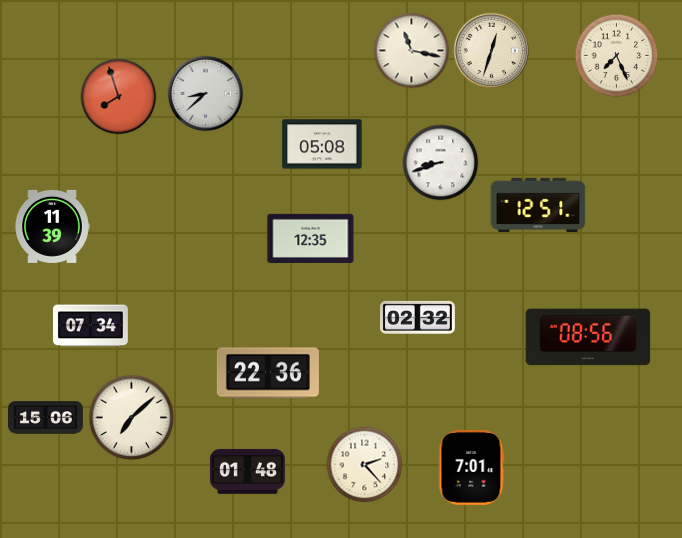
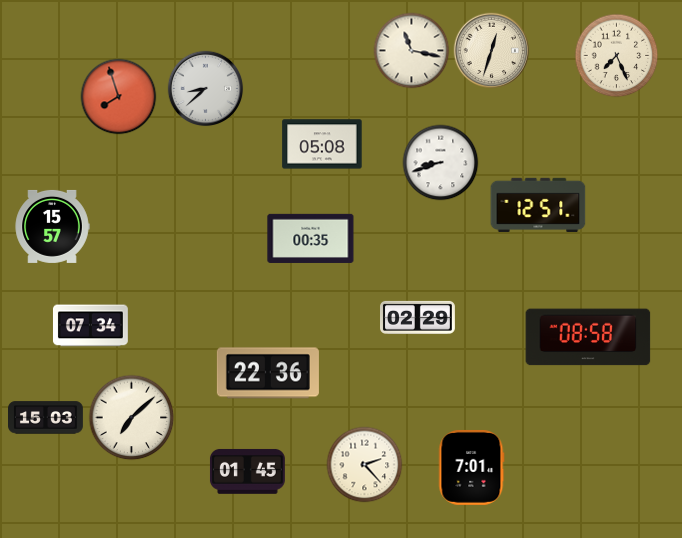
clock at (206, 94) position: (206, 94) -> (206, 89)
clock at (52, 226): 11:39 -> 15:57
clock at (311, 238): 12:35 -> 00:35
clock at (418, 317): 02:32 -> 02:29
clock at (588, 337): 08:56 -> 08:58
clock at (46, 418): 15:06 -> 15:03
clock at (247, 471): 01:48 -> 01:45
